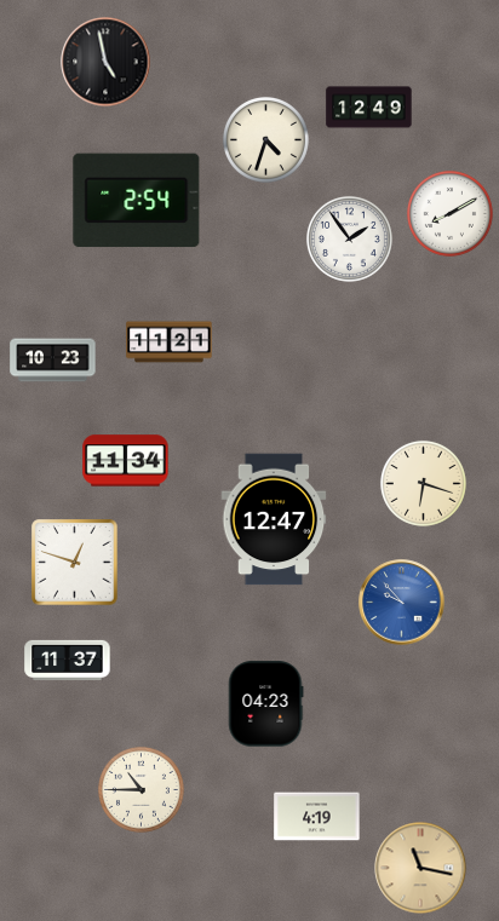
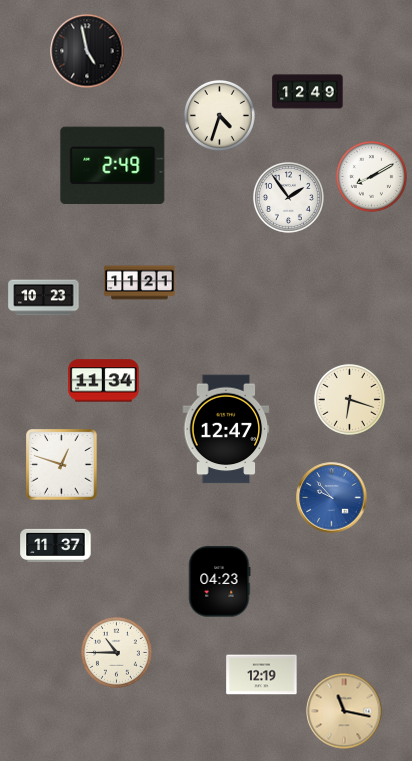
clock at (369, 108) position: (369, 108) -> (308, 92)
clock at (137, 201): 2:54 -> 2:49
clock at (317, 817): 4:19 -> 12:19
clock at (420, 868) position: (420, 868) -> (344, 711)
